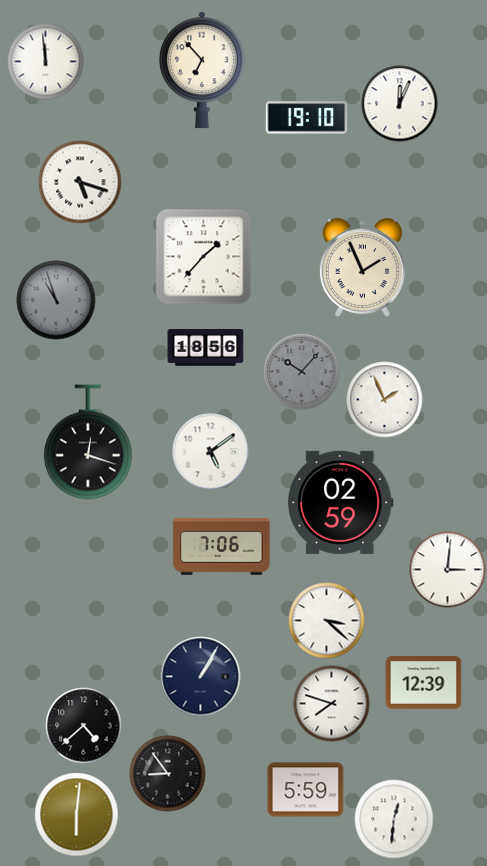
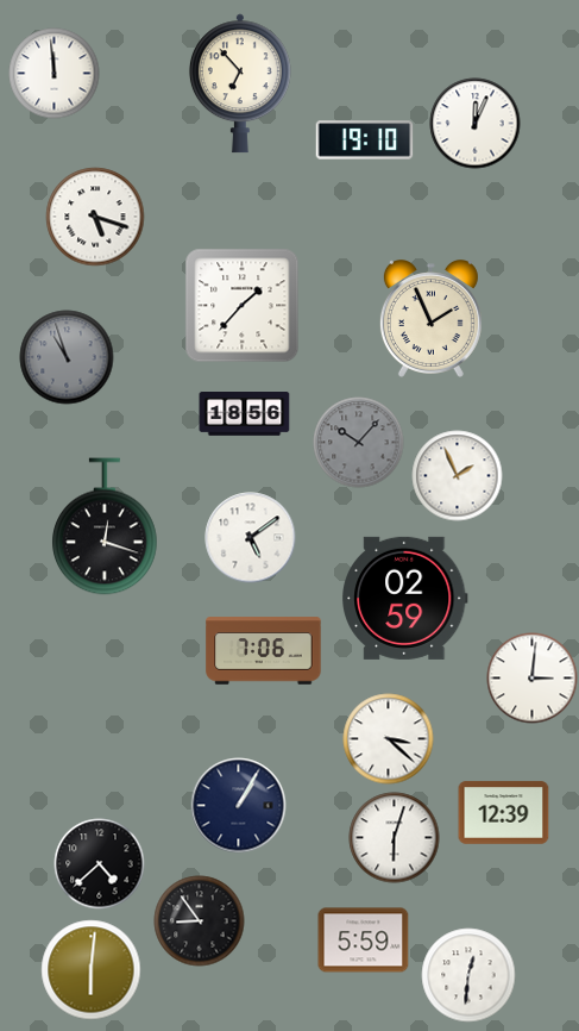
clock at (332, 704): 7:48 -> 6:03
